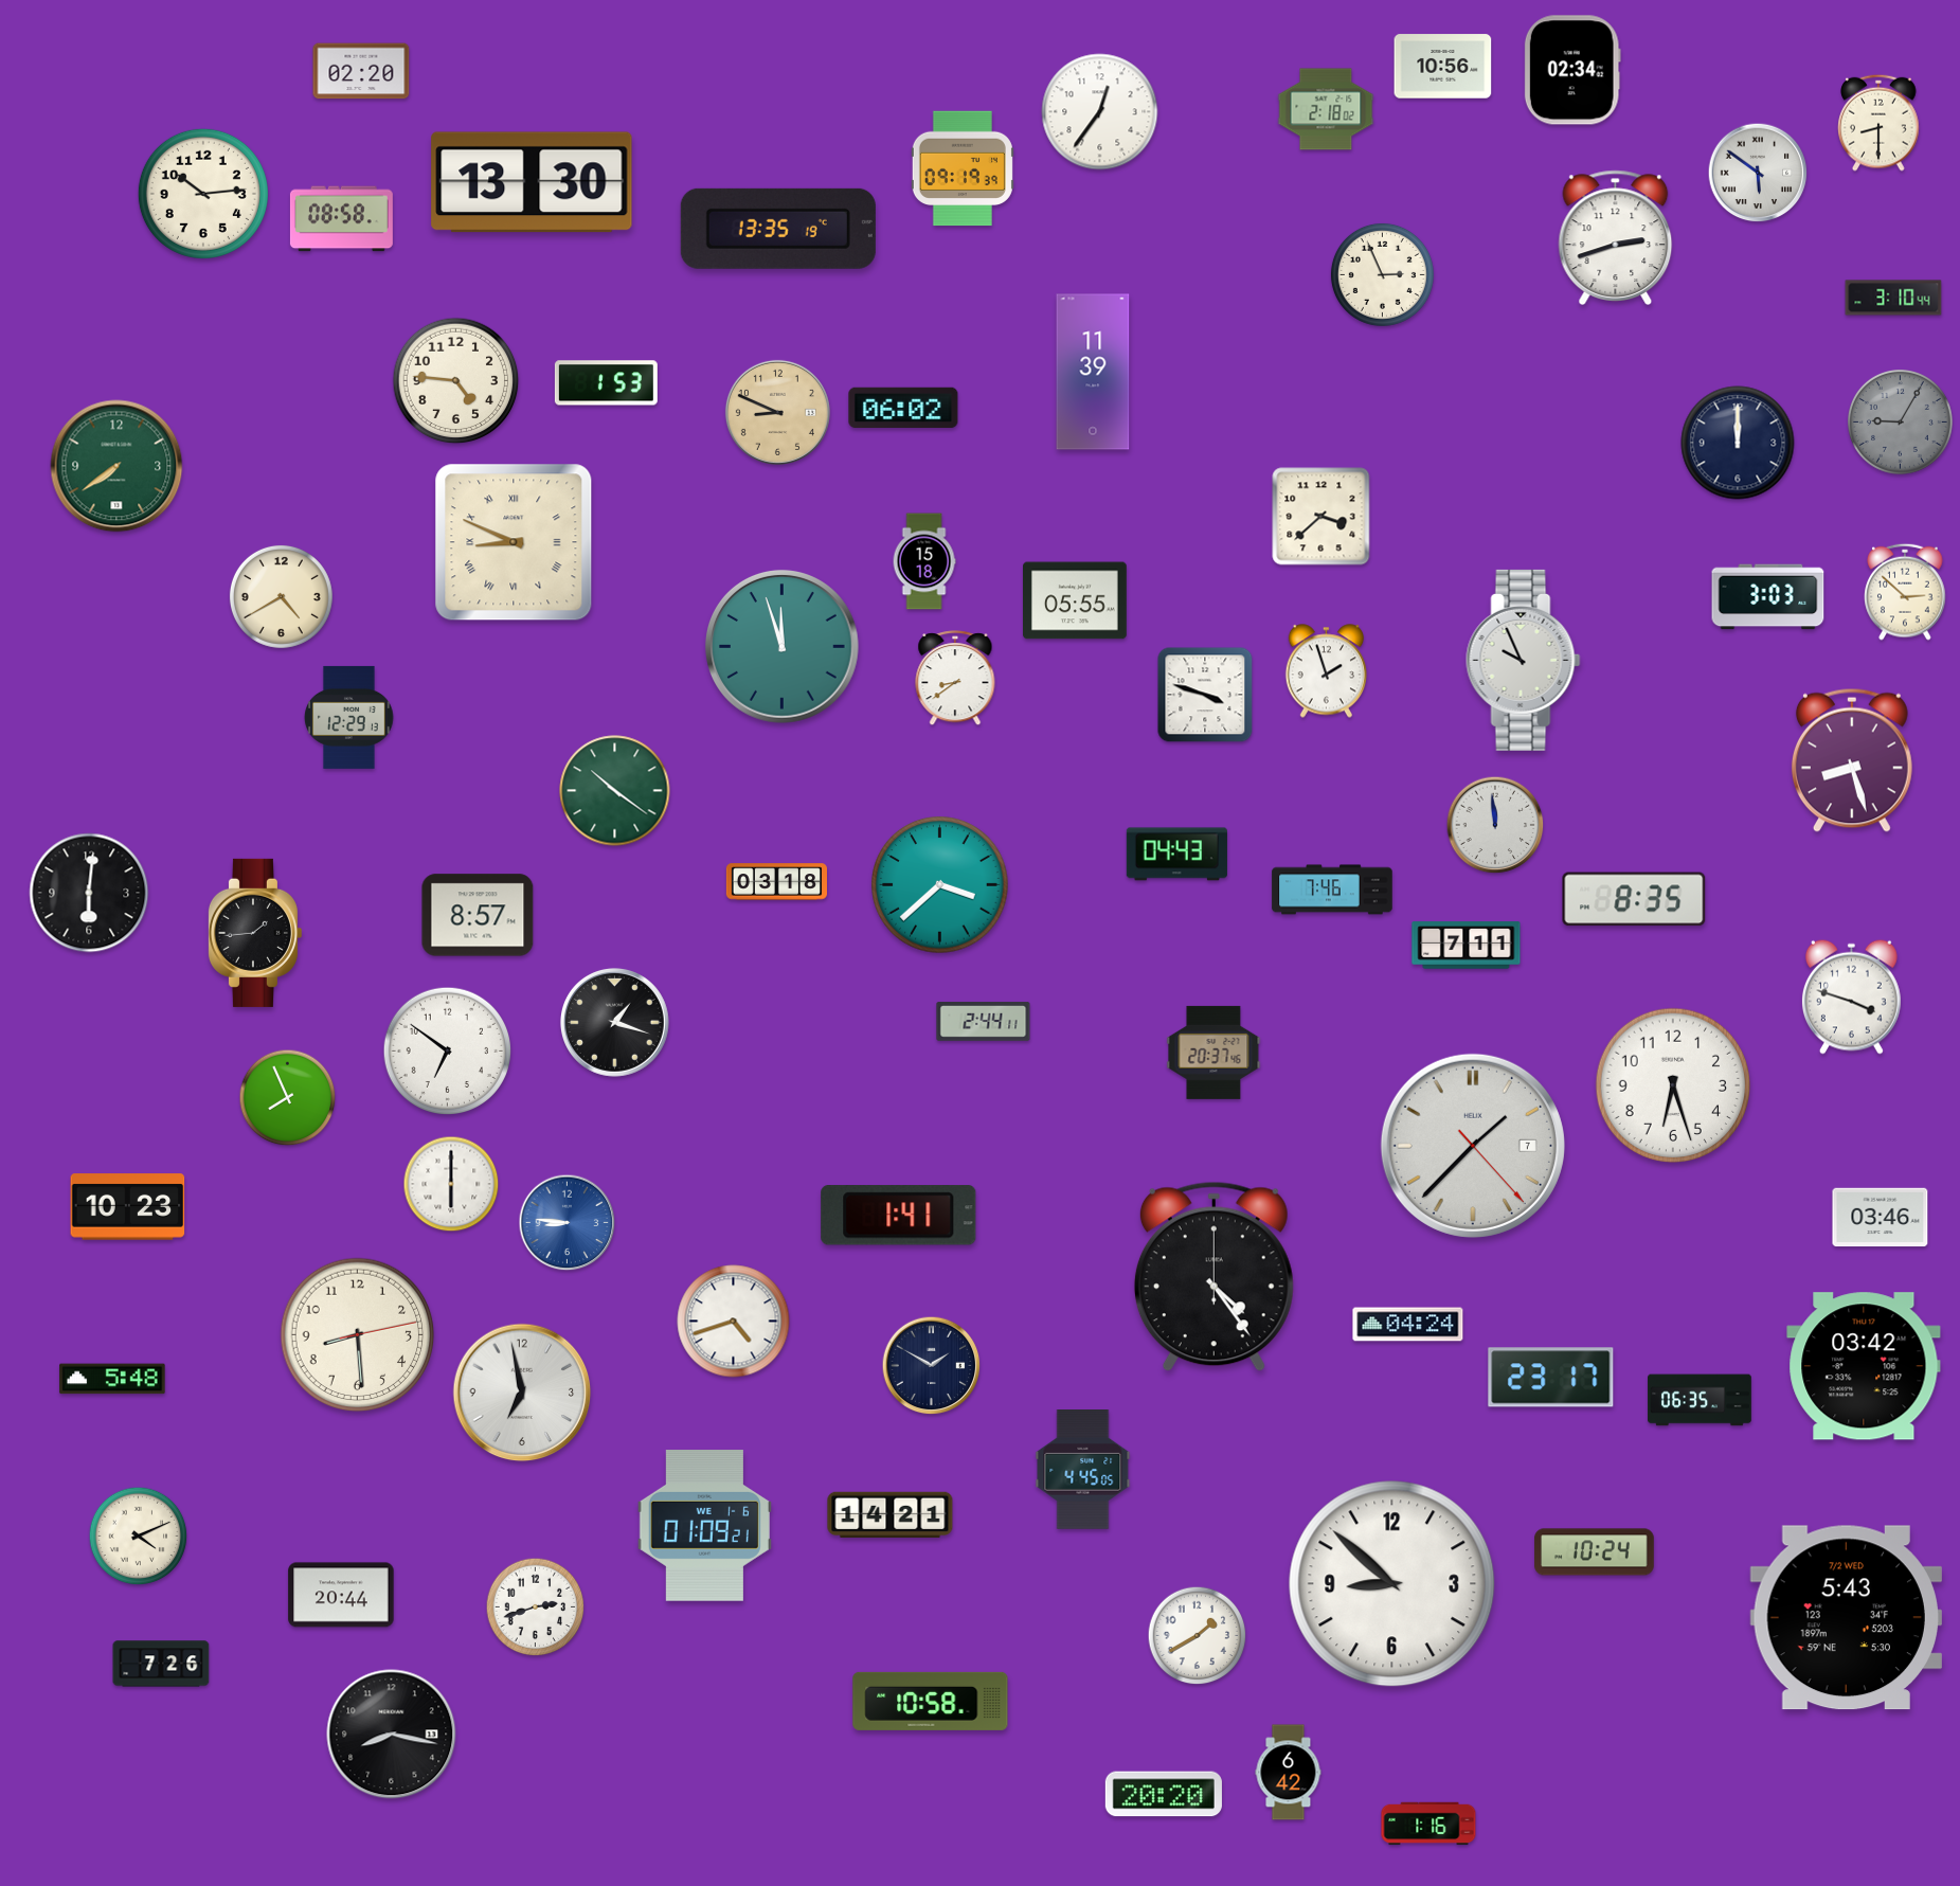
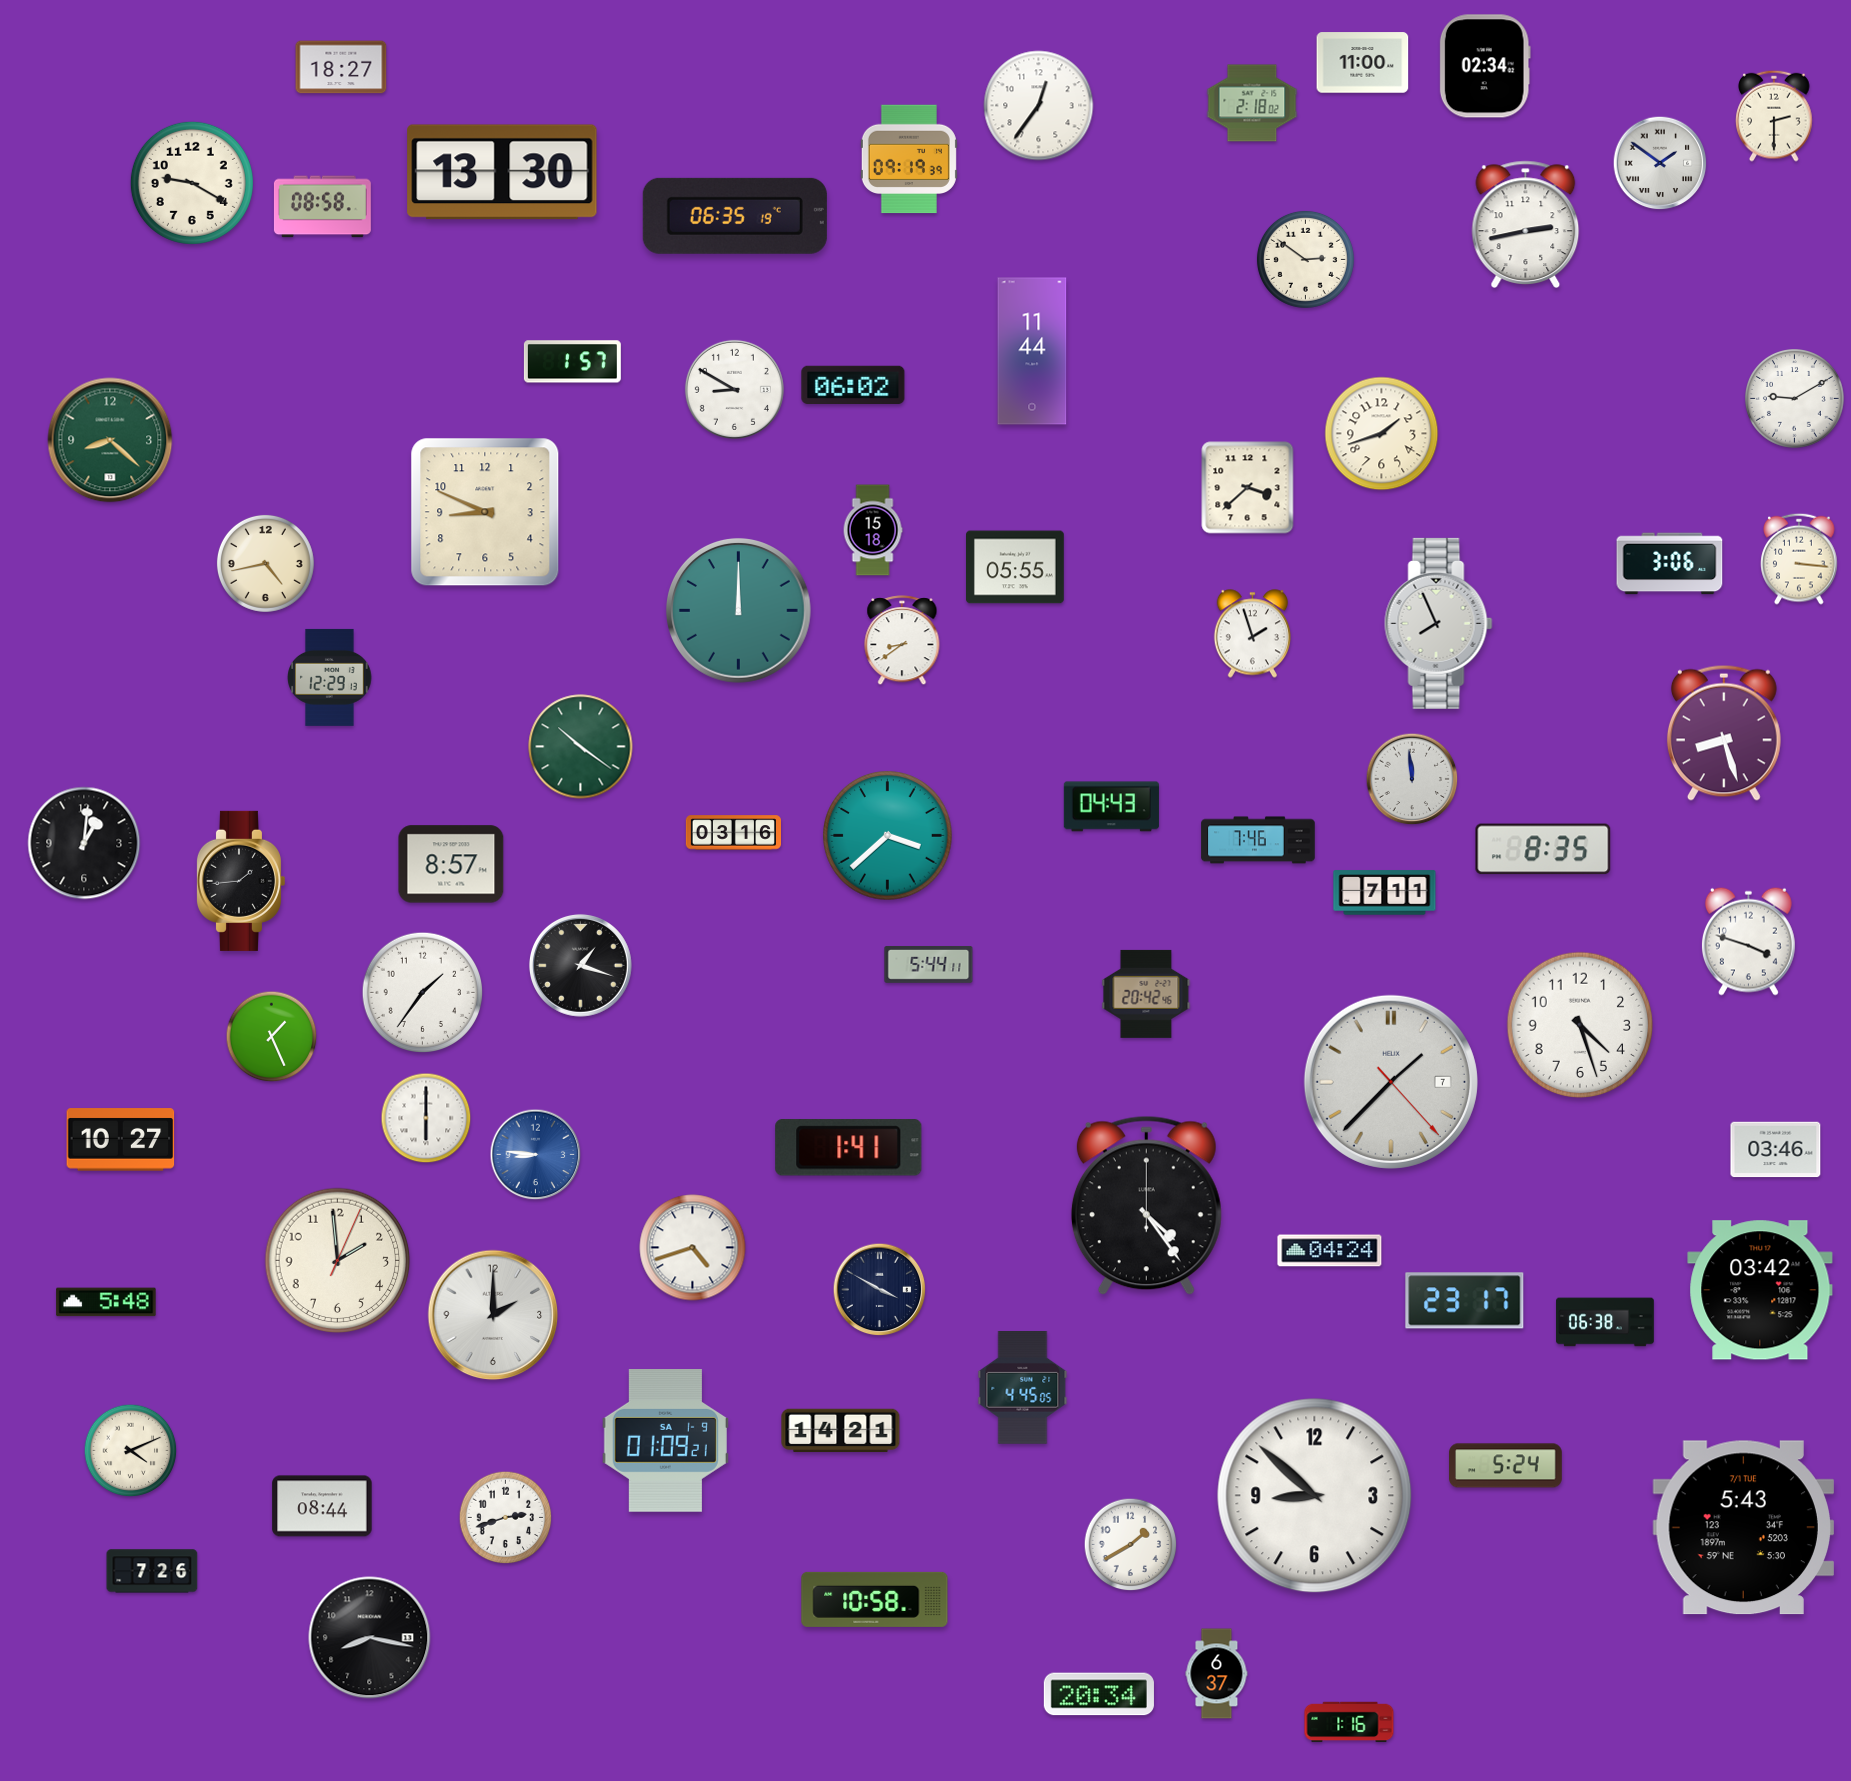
clock at (1443, 67): 10:56 -> 11:00
clock at (361, 71): 02:20 -> 18:27
clock at (1878, 123): 8:30 -> 2:30
clock at (1758, 173): 5:51 -> 1:51
clock at (203, 194): 10:14 -> 9:20
clock at (778, 229): 13:35 -> 06:35
clock at (1616, 237): 2:42 -> 2:43
clock at (1382, 274): 2:56 -> 2:51
clock at (1893, 298): 3:10 -> none
clock at (1093, 372): 11:39 -> 11:44
clock at (456, 381): 4:46 -> none
clock at (606, 383): 1:53 -> 1:57
clock at (777, 412): 8:49 -> 8:50
clock at (777, 412) dial: champagne -> white
clock at (1901, 423): 9:05 -> 9:10
clock at (1901, 423) dial: grey -> white
clock at (1738, 443): 12:00 -> none
clock at (1382, 434): none -> 1:42
clock at (116, 466): 7:39 -> 8:22
clock at (514, 542) numerals: Roman -> Arabic
clock at (1905, 592): 2:52 -> 3:16
clock at (281, 596): 4:40 -> 4:43
clock at (1768, 597): 3:03 -> 3:06
clock at (783, 647): 11:57 -> 12:00
clock at (1524, 660): 9:56 -> 7:56
clock at (1205, 695): 3:48 -> none
clock at (1852, 760) position: (1852, 760) -> (1724, 733)
clock at (776, 882): 03:18 -> 03:16
clock at (89, 893): 6:01 -> 1:01
clock at (984, 1022): 2:44 -> 5:44
clock at (447, 1050): 6:51 -> 1:36
clock at (1213, 1053): 20:37 -> 20:42
clock at (1673, 1085): 6:27 -> 4:27
clock at (288, 1098): 7:56 -> 1:26
clock at (128, 1207): 10:23 -> 10:27
clock at (358, 1335): 8:29 -> 1:59
clock at (932, 1366): 1:50 -> 3:50
clock at (522, 1393): 6:58 -> 2:00
clock at (1700, 1400): 06:35 -> 06:38
clock at (704, 1526) date: WE 1-6 -> SA 1-9
clock at (1595, 1552): 10:24 -> 5:24
clock at (341, 1595): 20:44 -> 08:44
clock at (1846, 1618) date: 7/2 WED -> 7/1 TUE
clock at (931, 1701) position: (931, 1701) -> (875, 1599)
clock at (1289, 1773): 6:42 -> 6:37
clock at (1164, 1794): 20:20 -> 20:34
